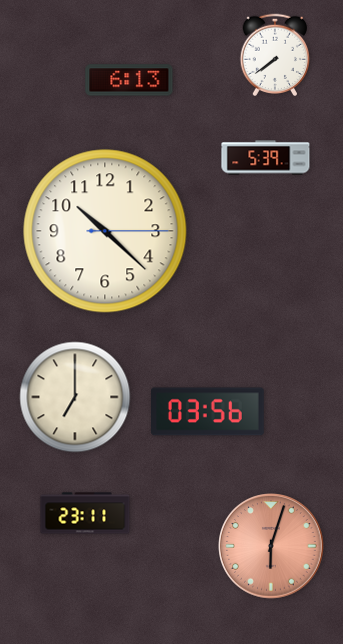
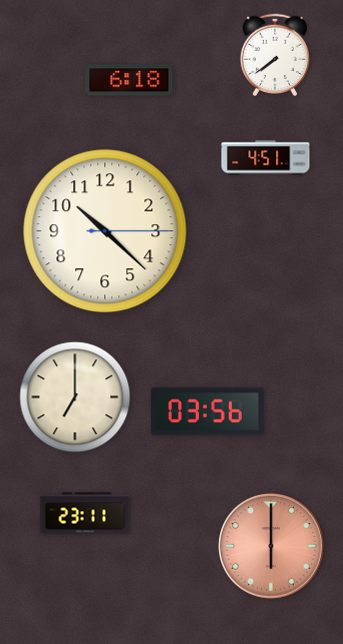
clock at (129, 80): 6:13 -> 6:18
clock at (266, 158): 5:39 -> 4:51
clock at (271, 546): 6:03 -> 6:00
